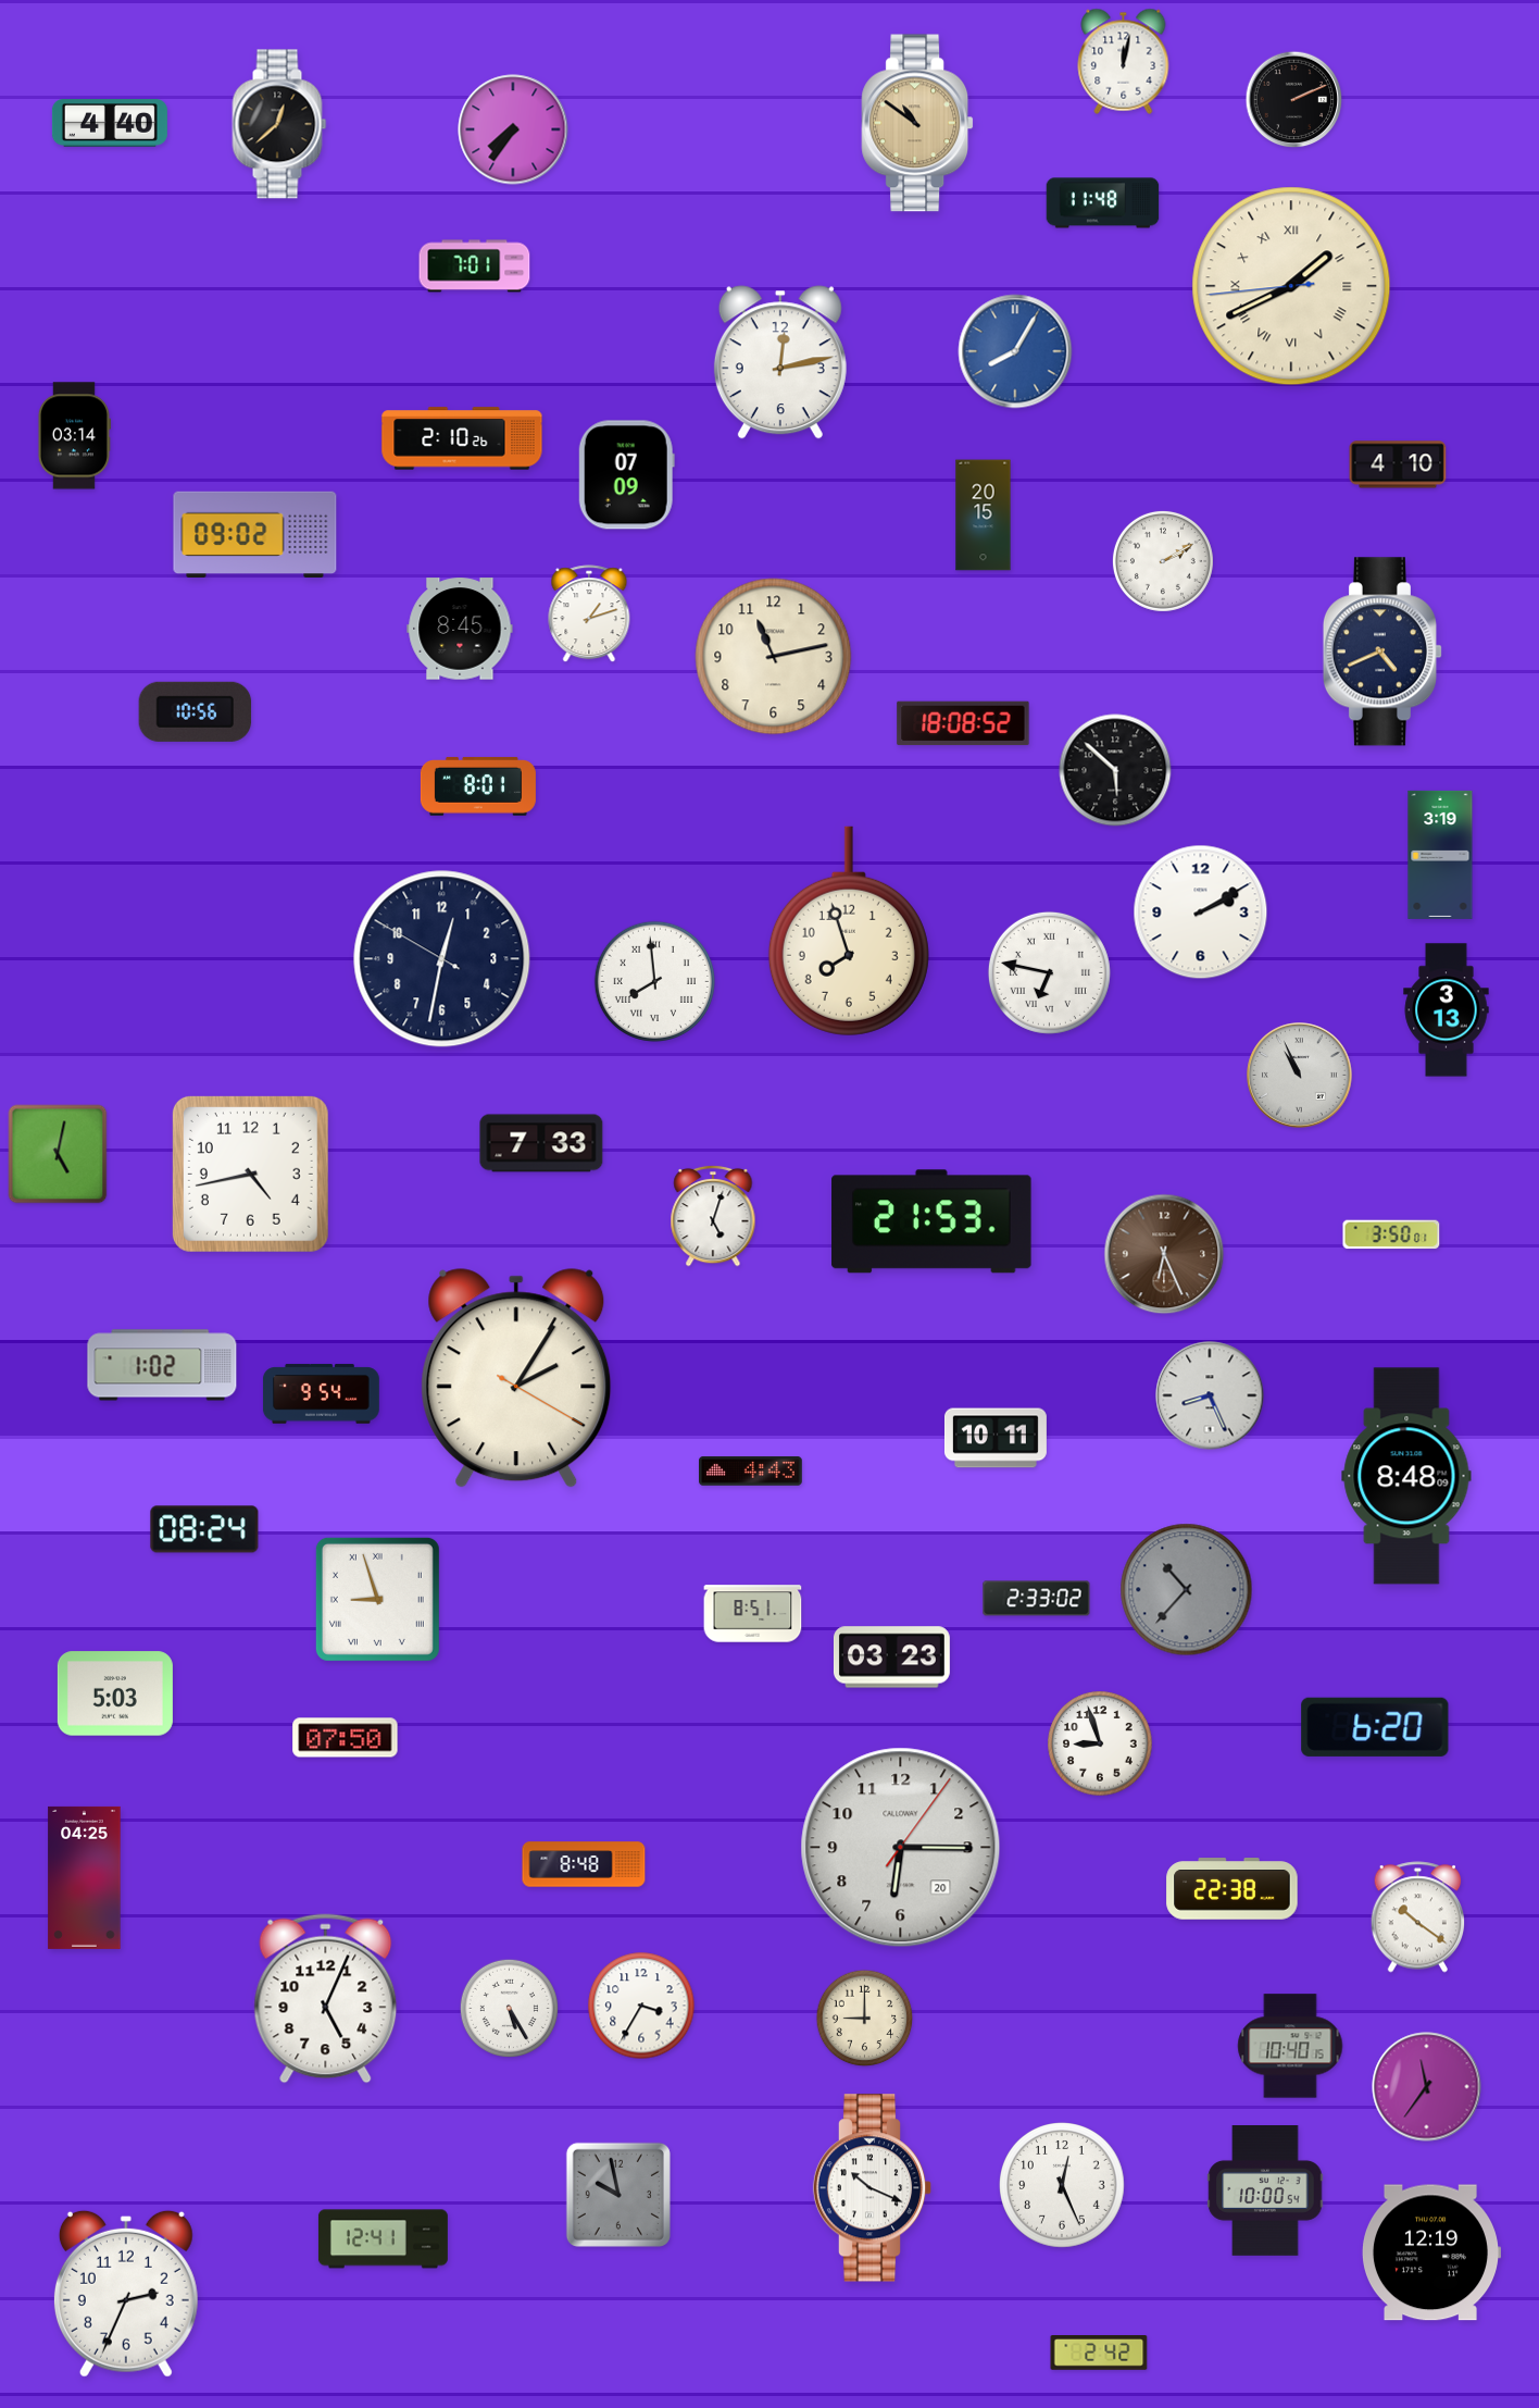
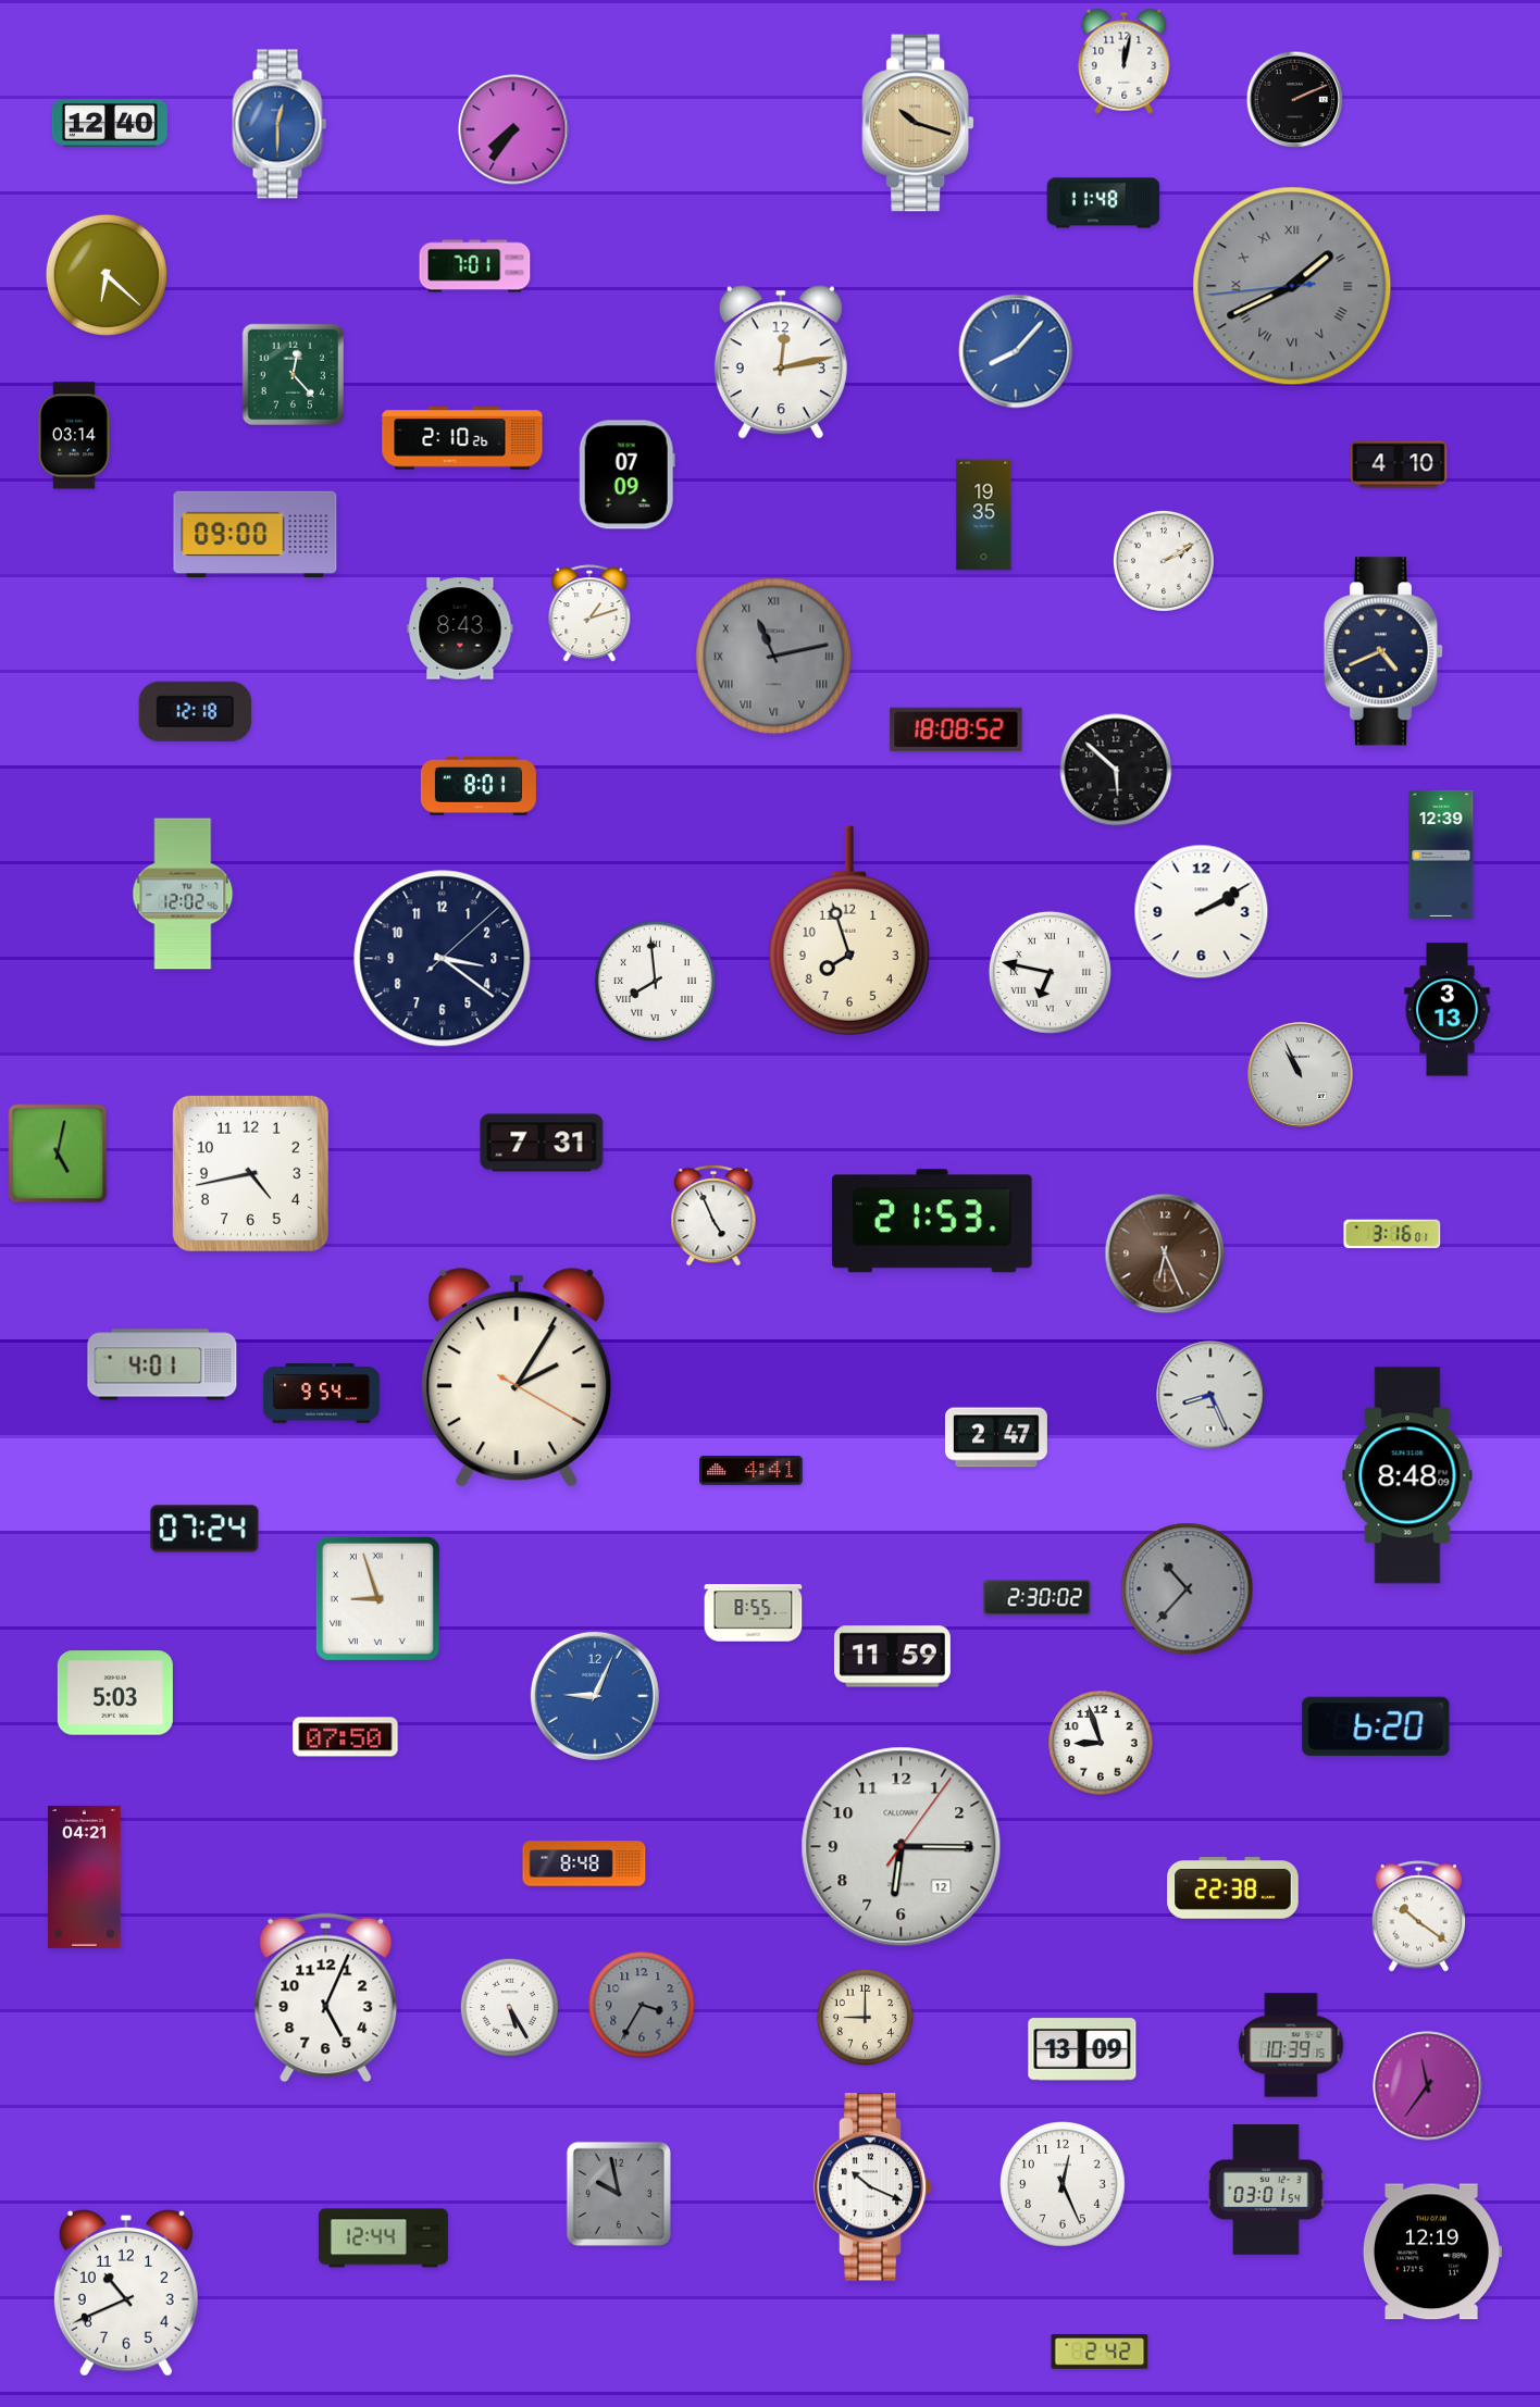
clock at (110, 123): 4:40 -> 12:40
clock at (917, 123): 10:51 -> 10:18
clock at (279, 124): 12:38 -> 12:30
clock at (279, 124) dial: black -> blue
clock at (107, 275): none -> 6:22
clock at (1291, 286) dial: cream -> grey
clock at (1015, 351): 8:05 -> 8:07
clock at (294, 375): none -> 12:23
clock at (984, 516): 20:15 -> 19:35
clock at (255, 535): 09:02 -> 09:00
clock at (460, 629): 8:45 -> 8:43
clock at (774, 657) dial: cream -> grey
clock at (774, 657) numerals: Arabic -> Roman
clock at (196, 711): 10:56 -> 12:18
clock at (963, 723) position: (963, 723) -> (956, 729)
clock at (1440, 855): 3:19 -> 12:39
clock at (183, 894): none -> 12:02
clock at (442, 959): 12:31 -> 3:21
clock at (541, 1143): 7:33 -> 7:31
clock at (713, 1216): 5:03 -> 4:56
clock at (1391, 1234): 3:50 -> 3:16
clock at (162, 1365): 1:02 -> 4:01
clock at (996, 1438): 10:11 -> 2:47
clock at (751, 1472): 4:43 -> 4:41
clock at (204, 1529): 08:24 -> 07:24
clock at (1037, 1599): 2:33 -> 2:30
clock at (753, 1614): 8:51 -> 8:55
clock at (891, 1658): 03:23 -> 11:59
clock at (595, 1696): none -> 9:04
clock at (901, 1848) date: 20 -> 12
clock at (85, 1877): 04:25 -> 04:21
clock at (641, 2006) dial: white -> grey
clock at (1290, 2046): 10:40 -> 10:39
clock at (1082, 2049): none -> 13:09
clock at (1265, 2190): 10:00 -> 03:01
clock at (383, 2239): 12:41 -> 12:44
clock at (126, 2294): 2:34 -> 10:41
